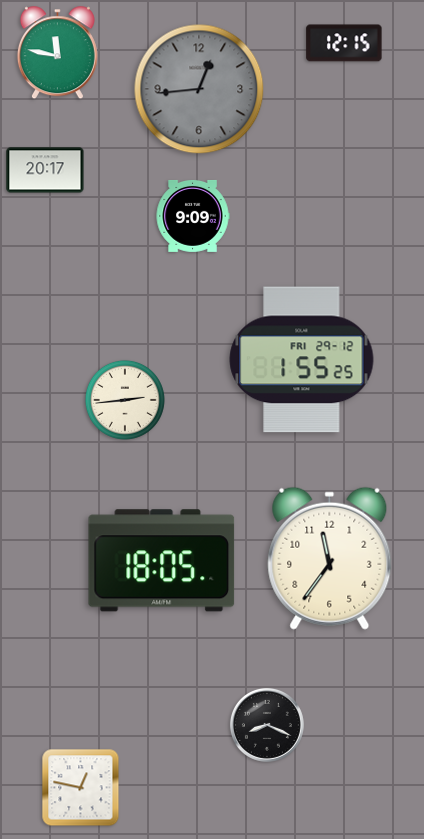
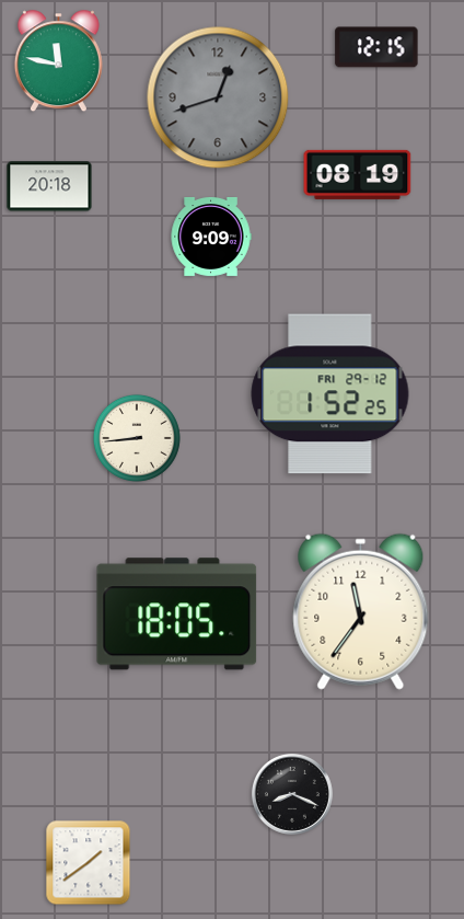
clock at (57, 53) position: (57, 53) -> (58, 61)
clock at (199, 89): 12:44 -> 12:42
clock at (358, 174): none -> 08:19
clock at (45, 170): 20:17 -> 20:18
clock at (302, 360): 1:55 -> 1:52
clock at (125, 400): 2:44 -> 8:44
clock at (81, 788): 12:47 -> 1:39
